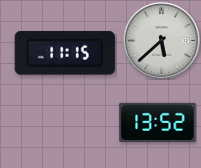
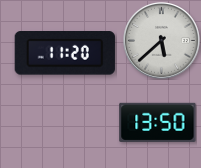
clock at (65, 54): 11:15 -> 11:20
clock at (158, 122): 13:52 -> 13:50
